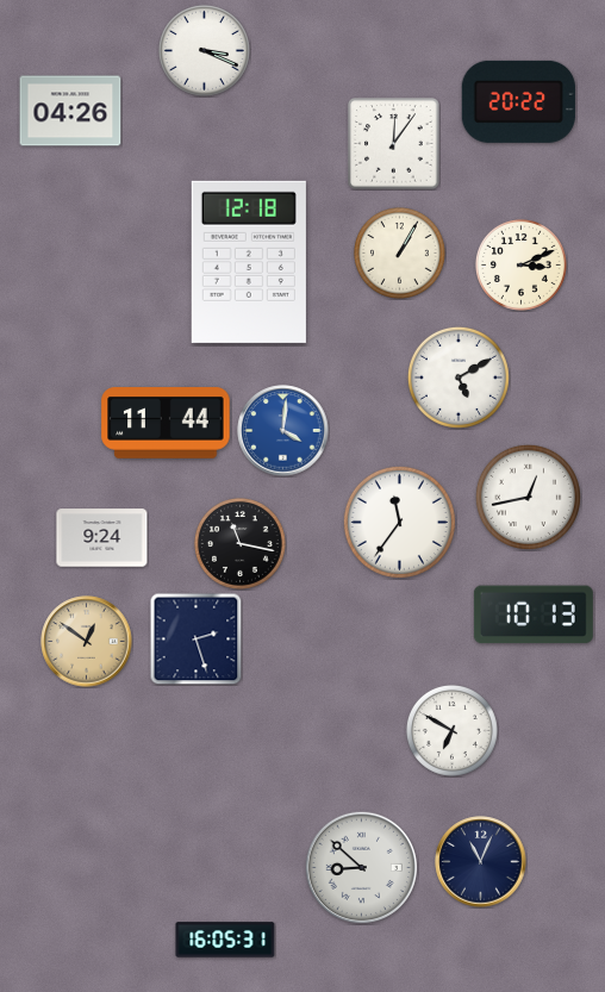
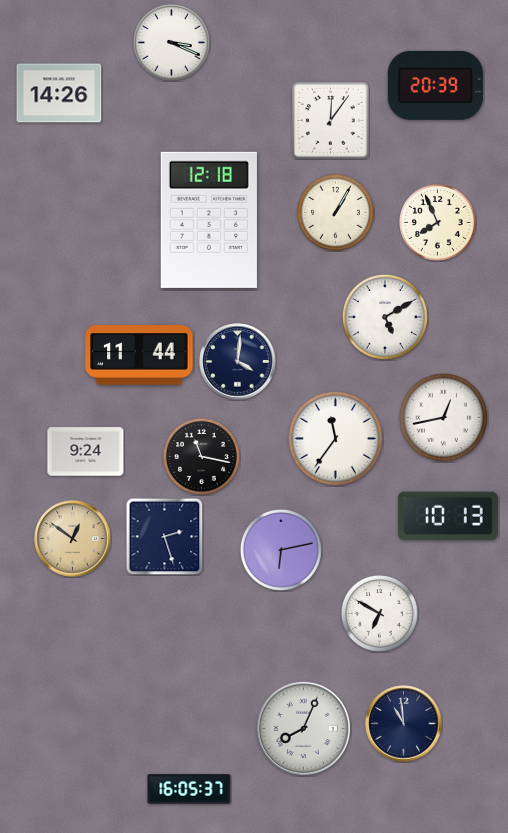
clock at (518, 101): 20:22 -> 20:39
clock at (70, 111): 04:26 -> 14:26
clock at (520, 264): 3:11 -> 7:56
clock at (283, 431) dial: blue -> navy
clock at (281, 550): none -> 6:13
clock at (481, 862): 11:04 -> 10:59
clock at (361, 867): 8:52 -> 8:04
clock at (225, 940): 16:05:31 -> 16:05:37
